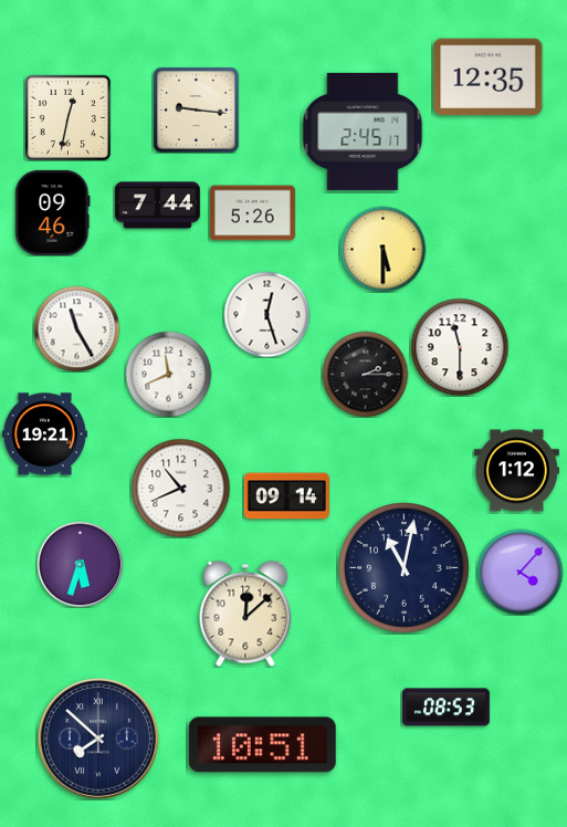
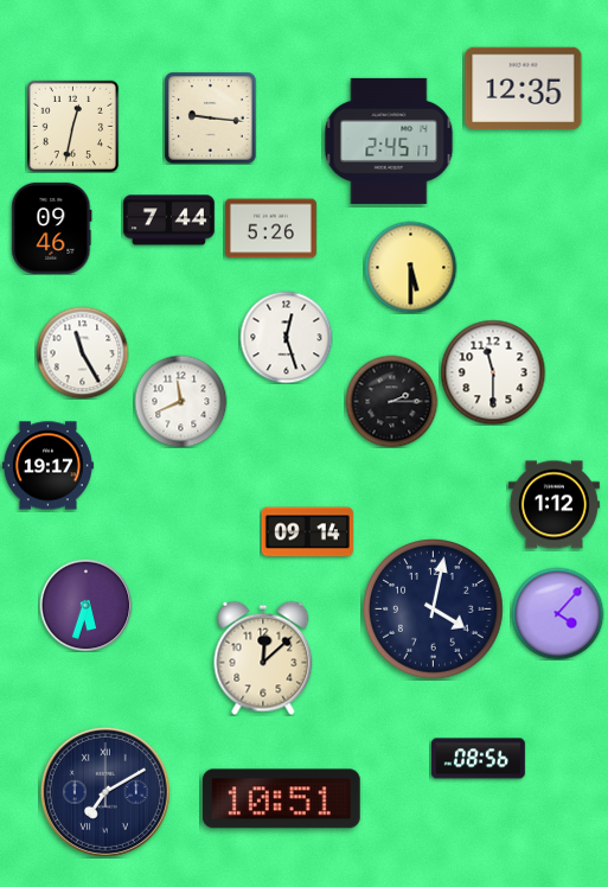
clock at (489, 77) position: (489, 77) -> (524, 89)
clock at (53, 212) position: (53, 212) -> (52, 228)
clock at (44, 435): 19:21 -> 19:17
clock at (180, 488): 10:41 -> none
clock at (405, 568): 11:02 -> 4:02
clock at (445, 708): 08:53 -> 08:56
clock at (98, 739): 7:52 -> 7:10
